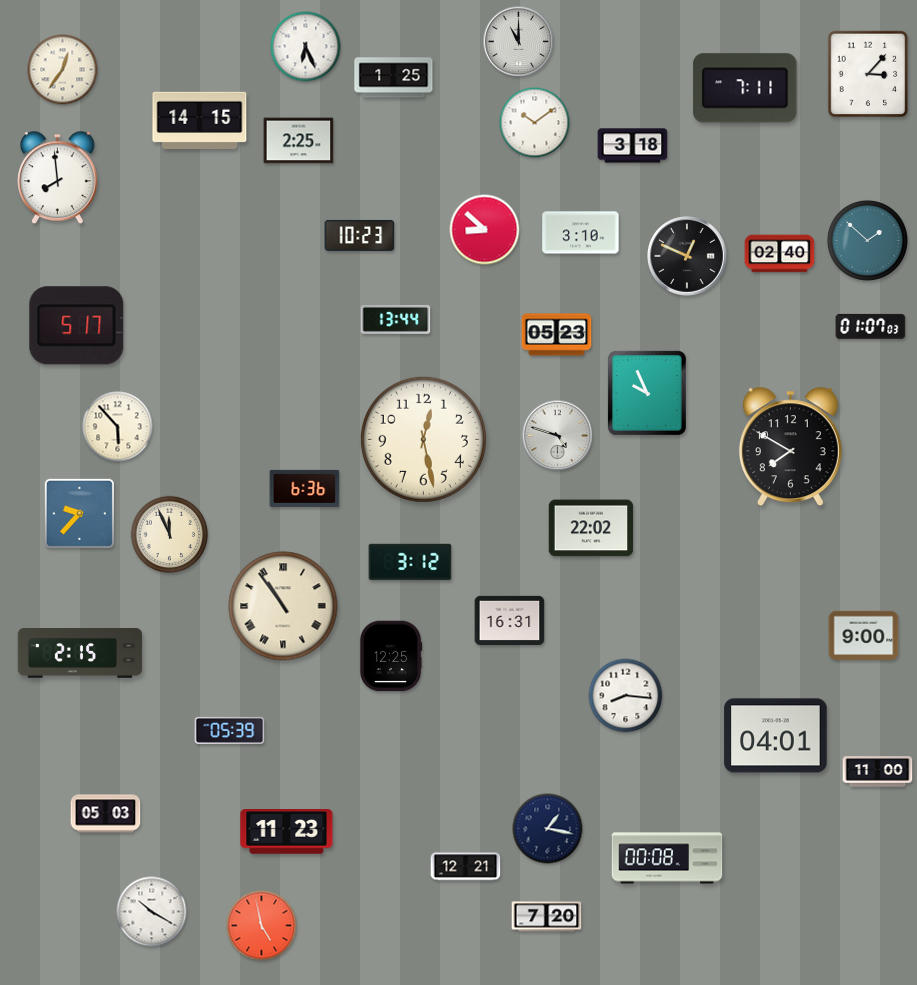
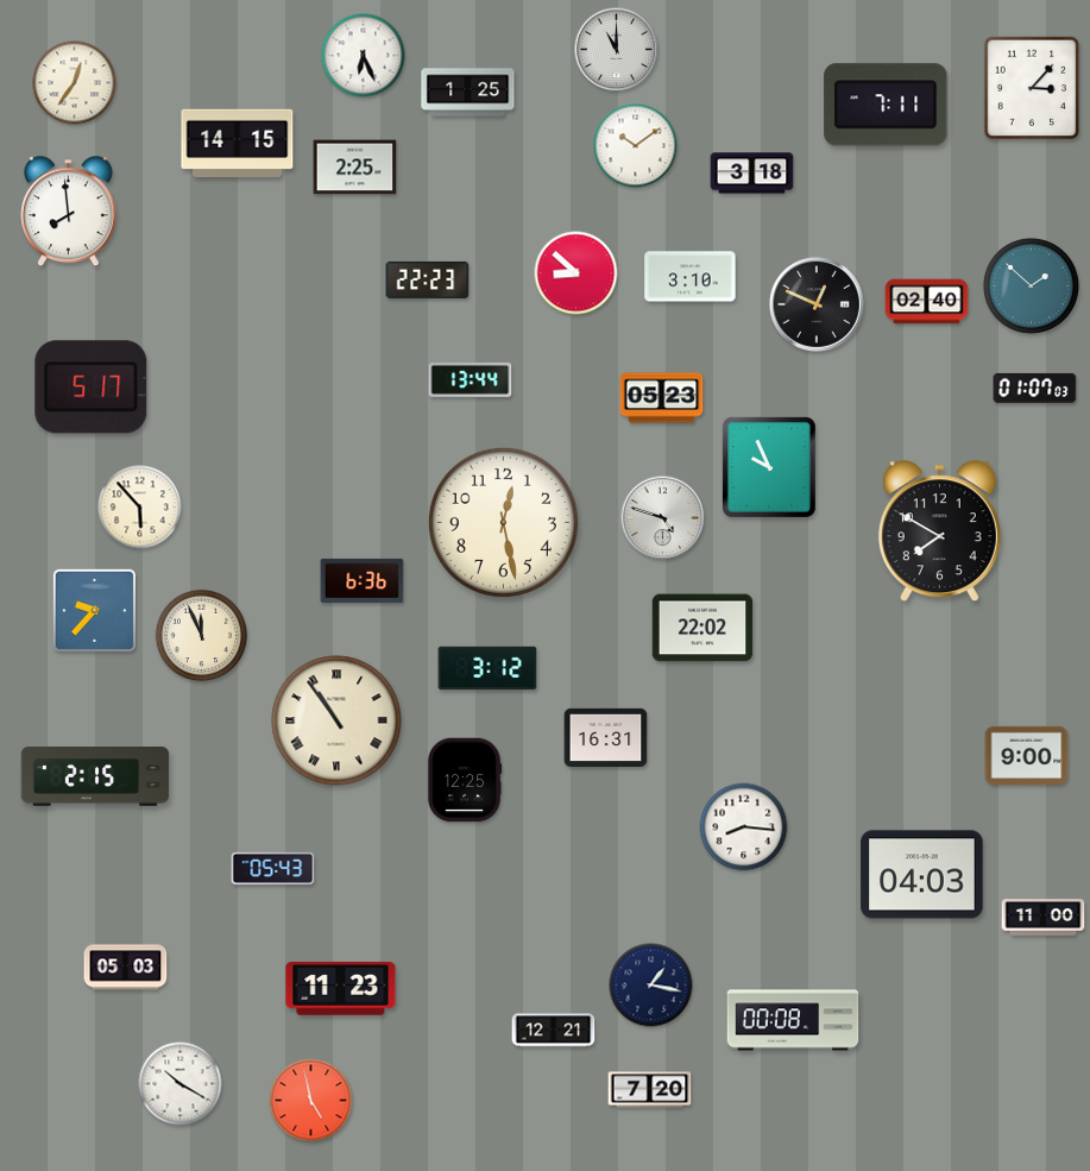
clock at (360, 235): 10:23 -> 22:23
clock at (230, 730): 05:39 -> 05:43
clock at (776, 736): 04:01 -> 04:03
